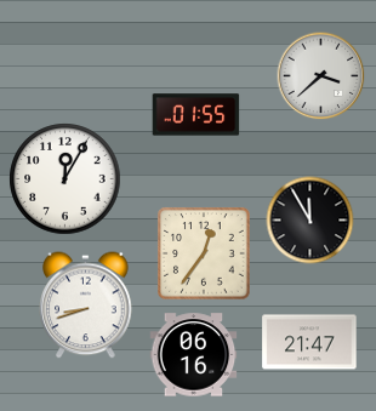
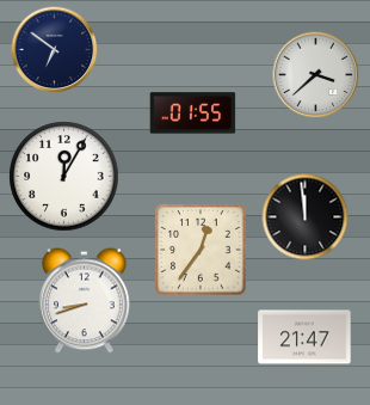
clock at (55, 50): none -> 6:51
clock at (311, 221): 11:55 -> 11:59
clock at (194, 355): 06:16 -> none
